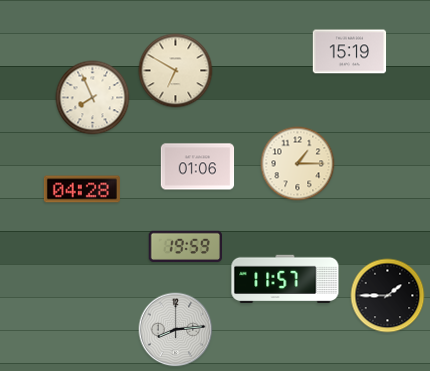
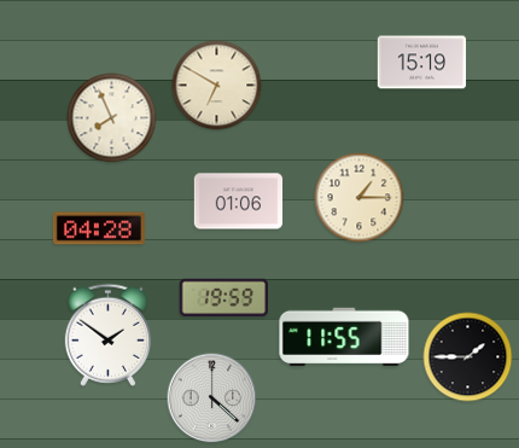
clock at (176, 71) position: (176, 71) -> (217, 86)
clock at (107, 334): none -> 1:51
clock at (285, 279): 11:57 -> 11:55
clock at (176, 330): 8:14 -> 4:22
